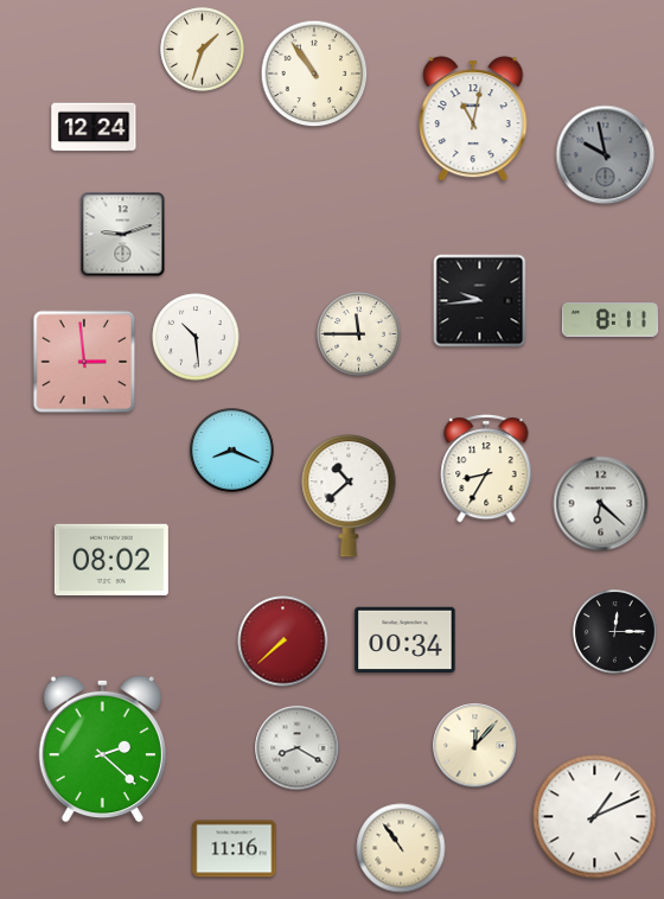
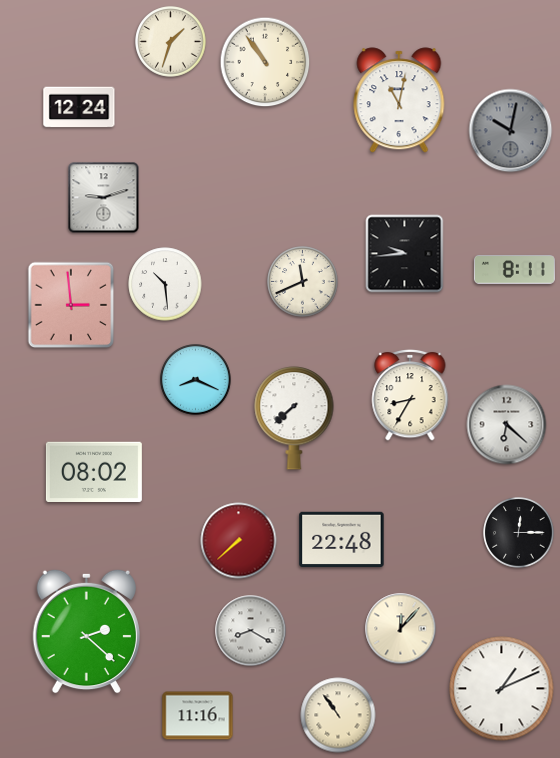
clock at (606, 155): 9:58 -> 10:02
clock at (359, 334): 11:45 -> 11:41
clock at (349, 496): 10:38 -> 7:38
clock at (406, 640): 00:34 -> 22:48
